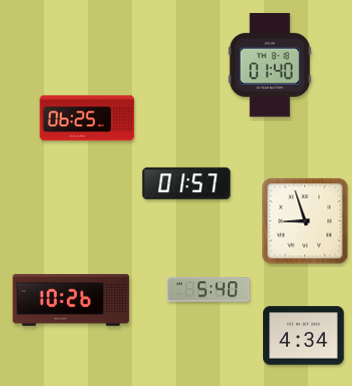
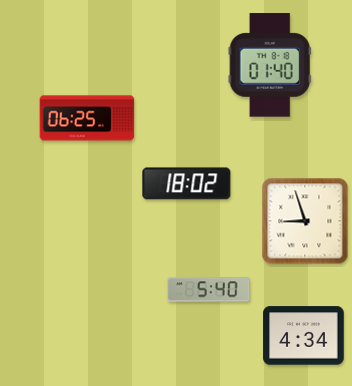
clock at (187, 184): 01:57 -> 18:02
clock at (71, 300): 10:26 -> none
